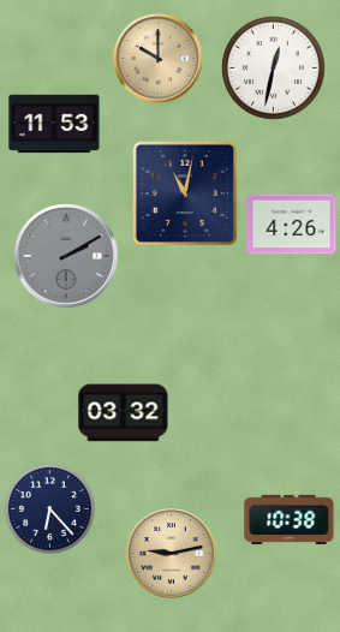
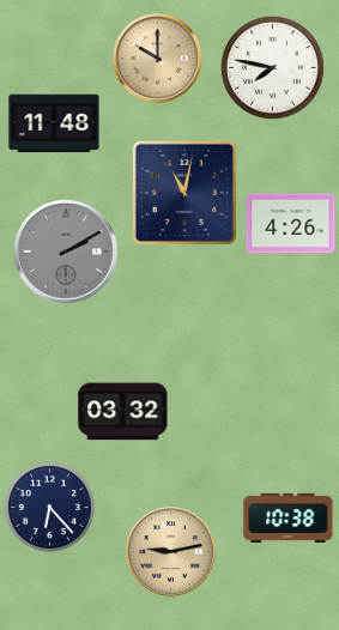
clock at (274, 68): 12:32 -> 7:47
clock at (54, 124): 11:53 -> 11:48
clock at (66, 256) position: (66, 256) -> (66, 252)
